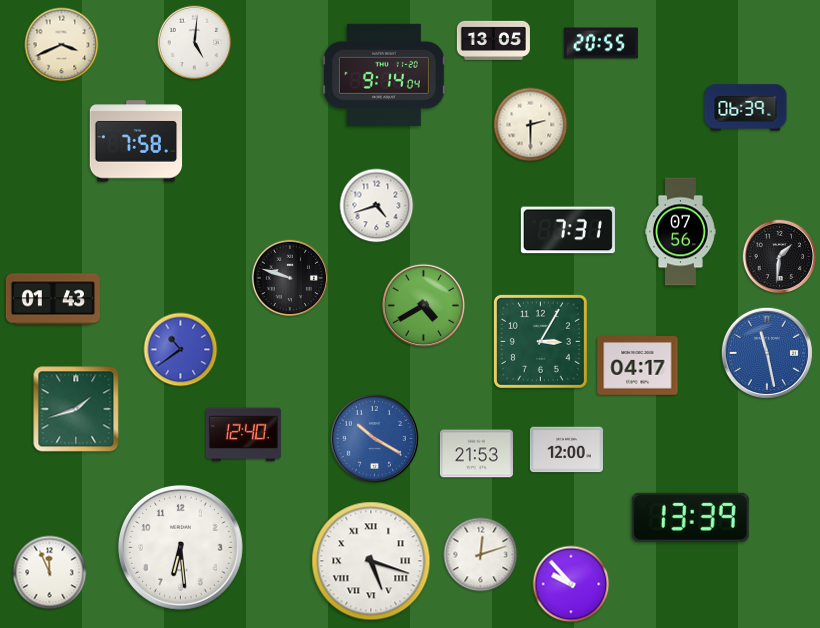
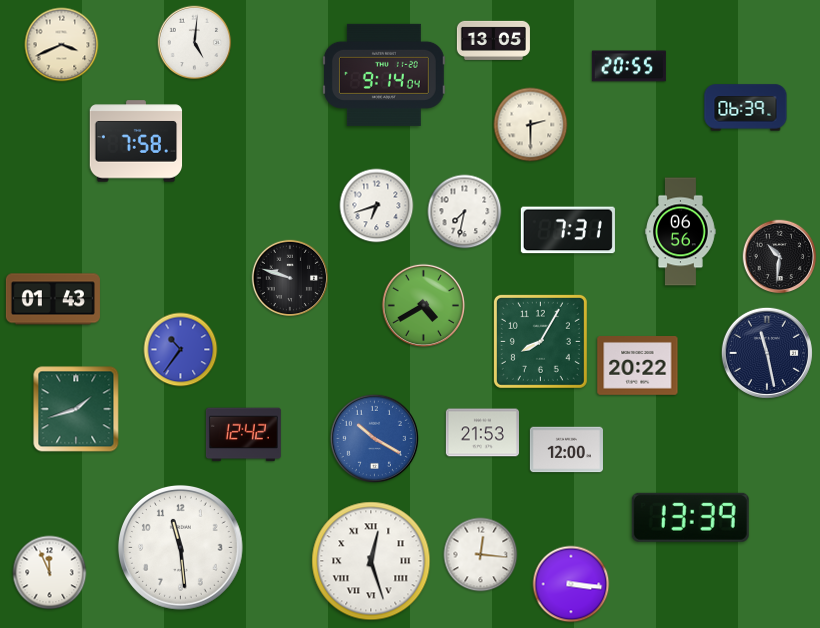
clock at (601, 43) position: (601, 43) -> (629, 66)
clock at (377, 206): 4:42 -> 6:42
clock at (465, 212): none -> 7:32
clock at (681, 232): 07:56 -> 06:56
clock at (780, 257): 1:31 -> 10:31
clock at (540, 341): 3:05 -> 8:05
clock at (181, 350): 10:39 -> 10:36
clock at (767, 353) dial: blue -> navy
clock at (638, 366): 04:17 -> 20:22
clock at (243, 435): 12:40 -> 12:42
clock at (476, 454) position: (476, 454) -> (482, 433)
clock at (180, 547): 6:29 -> 11:29
clock at (481, 555): 12:12 -> 12:16
clock at (371, 561): 5:18 -> 12:27
clock at (571, 584): 9:53 -> 3:16
